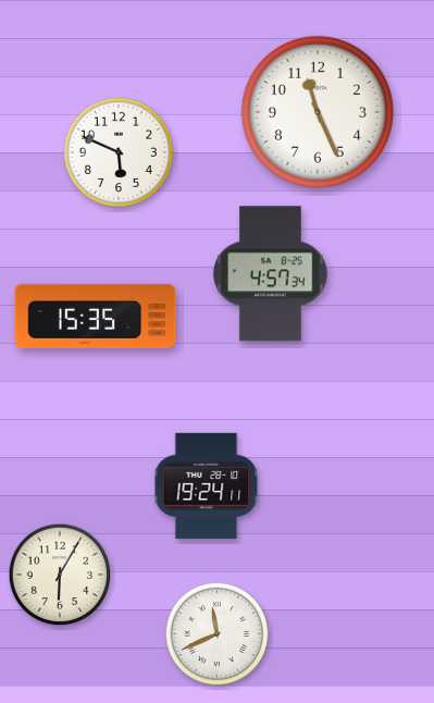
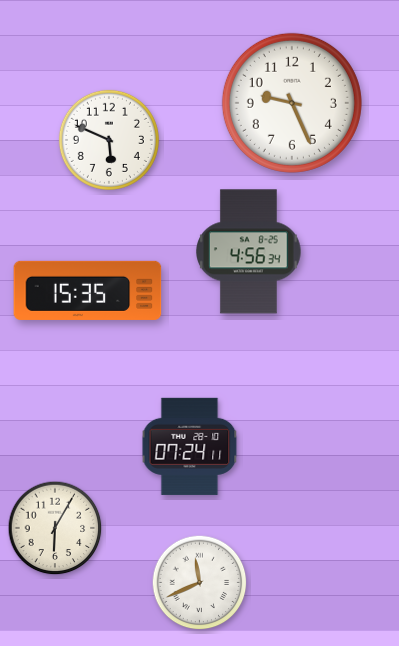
clock at (318, 112): 11:26 -> 9:26
clock at (271, 274): 4:57 -> 4:56
clock at (207, 485): 19:24 -> 07:24
